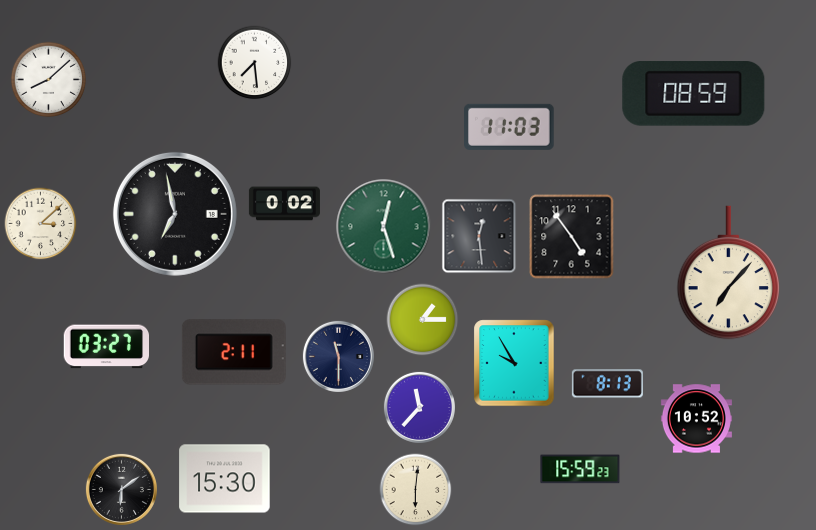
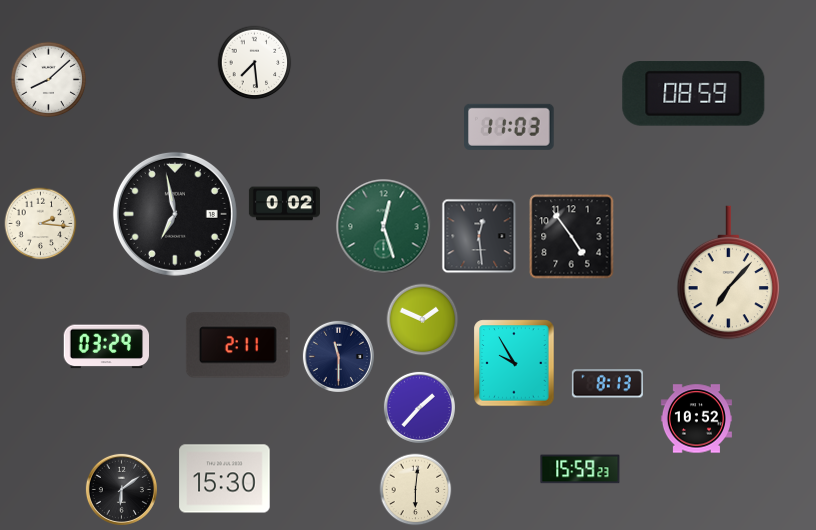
clock at (41, 224): 3:08 -> 2:16
clock at (423, 320): 1:15 -> 1:49
clock at (106, 347): 03:27 -> 03:29
clock at (234, 352) position: (234, 352) -> (238, 345)
clock at (419, 407): 11:37 -> 1:37
